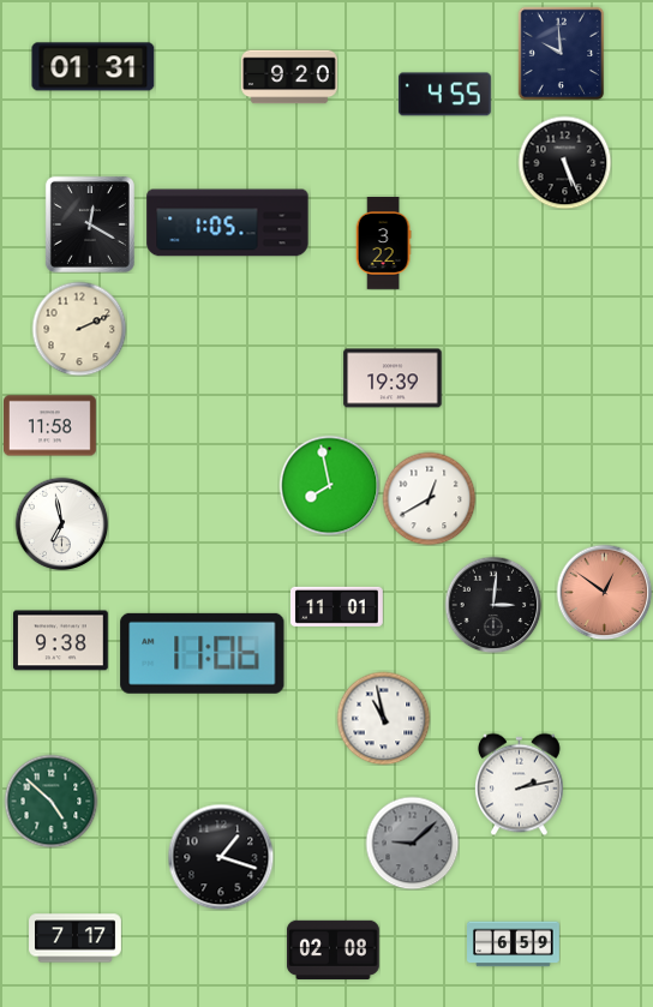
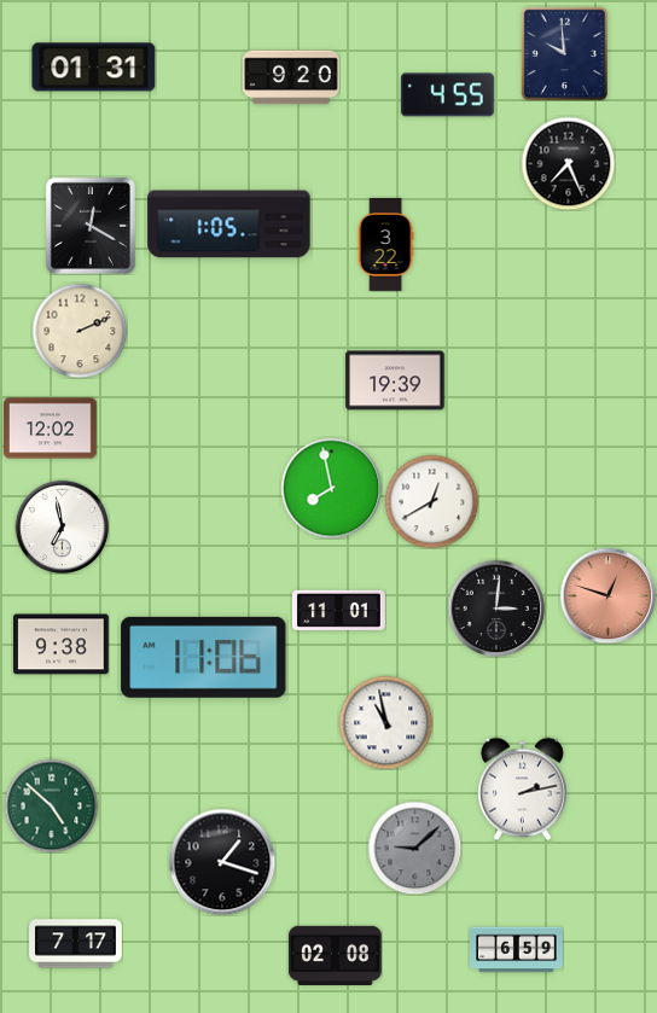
clock at (564, 162): 5:26 -> 7:26
clock at (50, 426): 11:58 -> 12:02
clock at (604, 592): 12:51 -> 12:48
